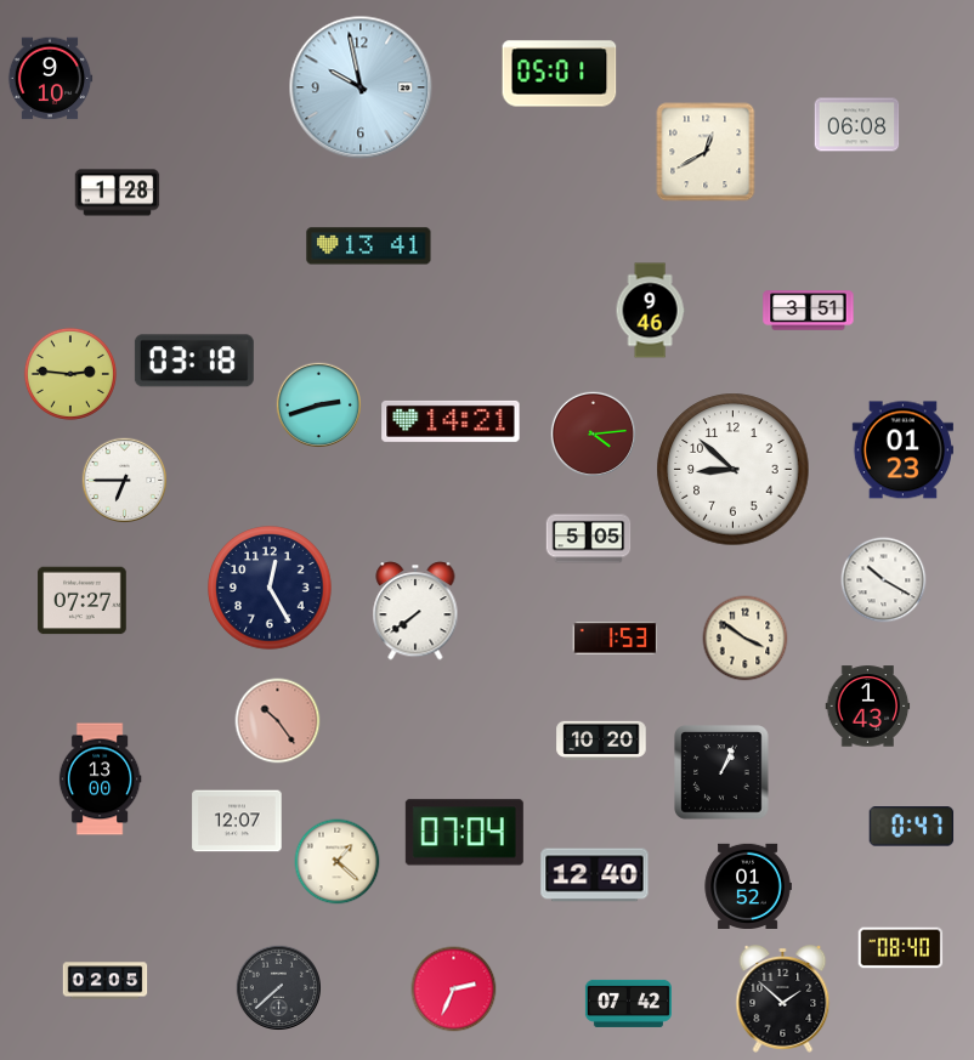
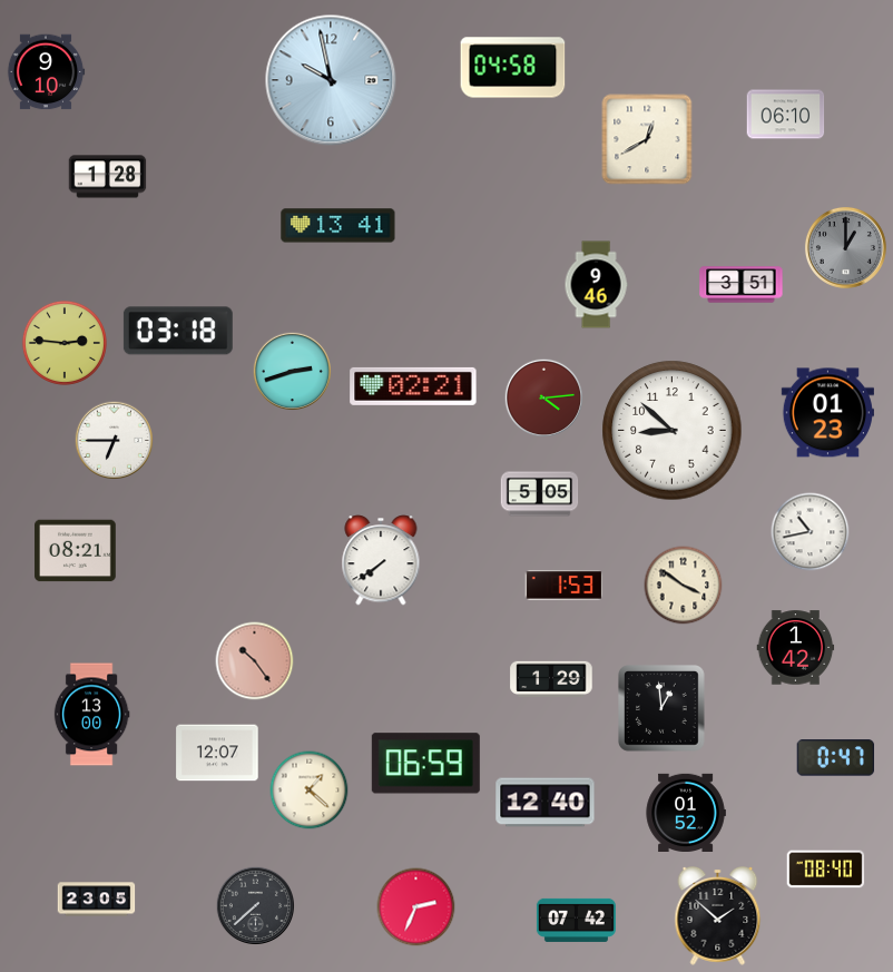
clock at (560, 74): 05:01 -> 04:58
clock at (857, 125): 06:08 -> 06:10
clock at (845, 247): none -> 1:00
clock at (451, 421): 14:21 -> 02:21
clock at (884, 580): 10:20 -> 10:43
clock at (270, 588): 12:25 -> none
clock at (83, 601): 07:27 -> 08:21
clock at (868, 707): 1:43 -> 1:42
clock at (601, 741): 10:20 -> 1:29
clock at (723, 773): 1:04 -> 12:59
clock at (464, 833): 07:04 -> 06:59
clock at (106, 981): 02:05 -> 23:05
